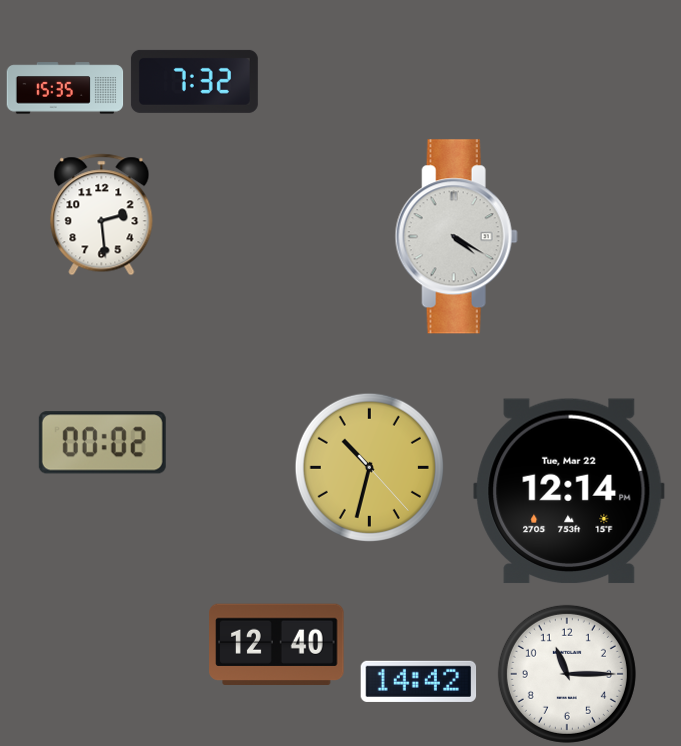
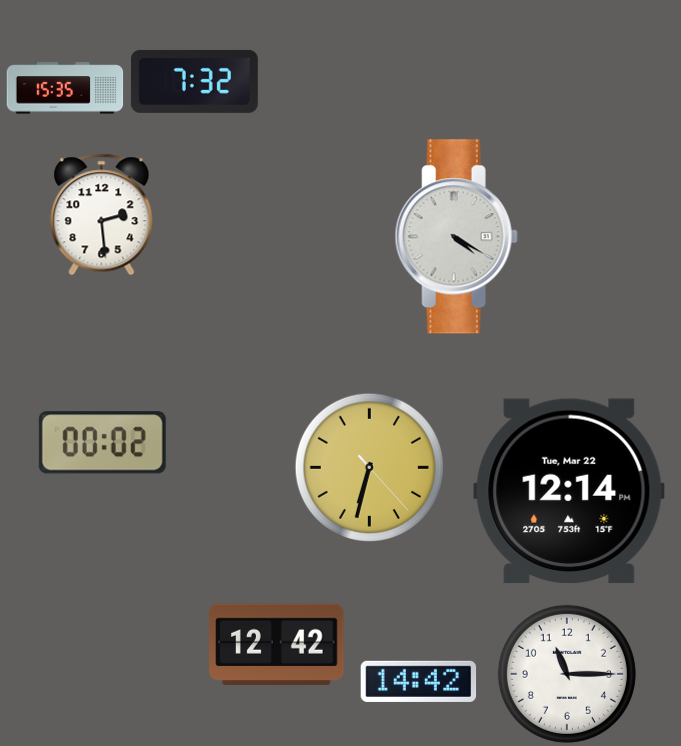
clock at (369, 467): 10:32 -> 6:32
clock at (277, 644): 12:40 -> 12:42
